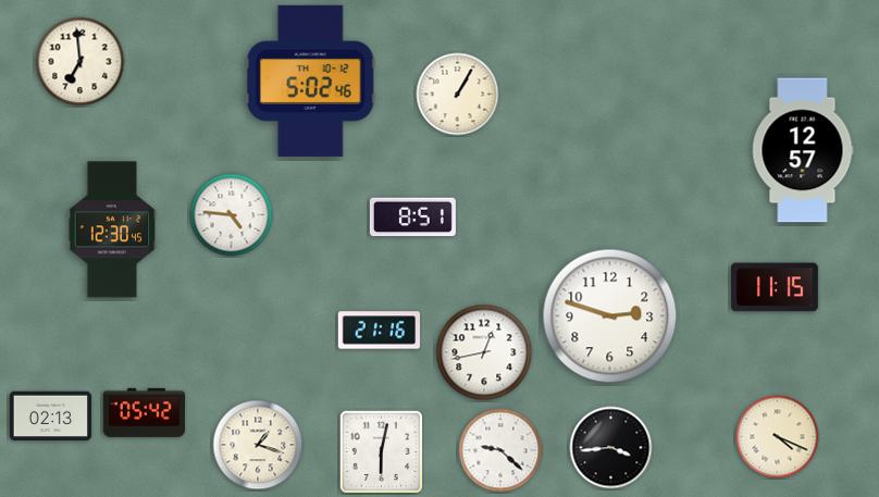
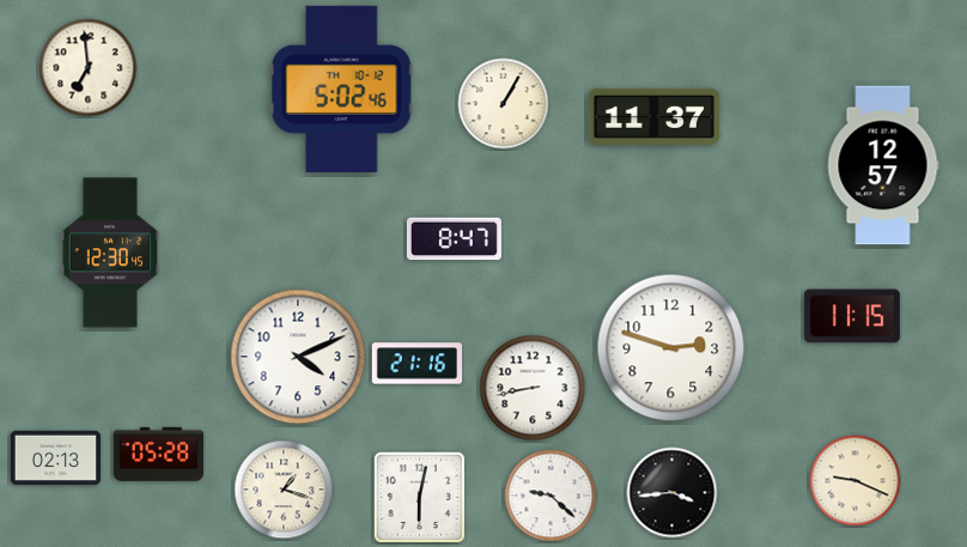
clock at (653, 116): none -> 11:37
clock at (232, 215): 4:46 -> none
clock at (412, 218): 8:51 -> 8:47
clock at (112, 229) position: (112, 229) -> (110, 253)
clock at (298, 357): none -> 4:11
clock at (484, 352): 12:43 -> 8:43
clock at (144, 412): 05:42 -> 05:28
clock at (778, 437): 4:19 -> 9:19
